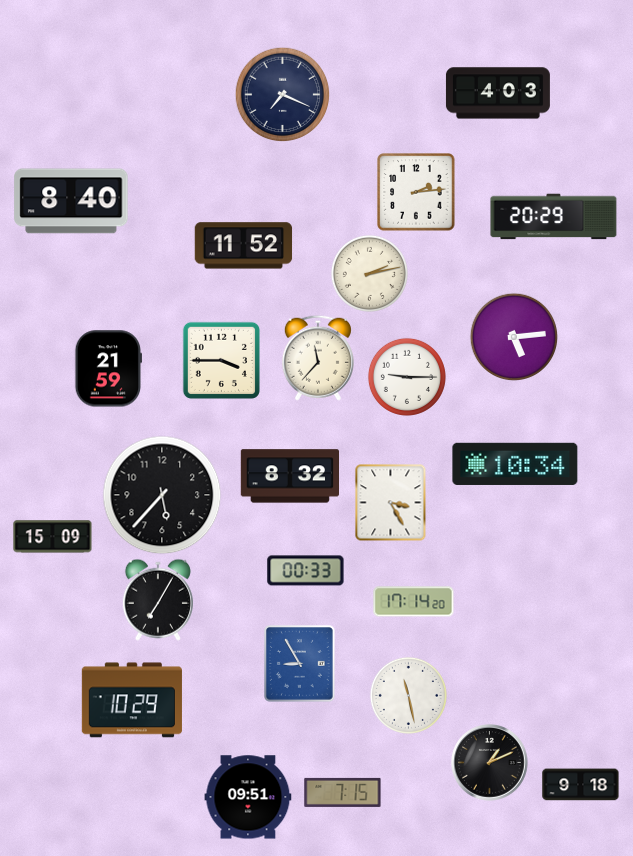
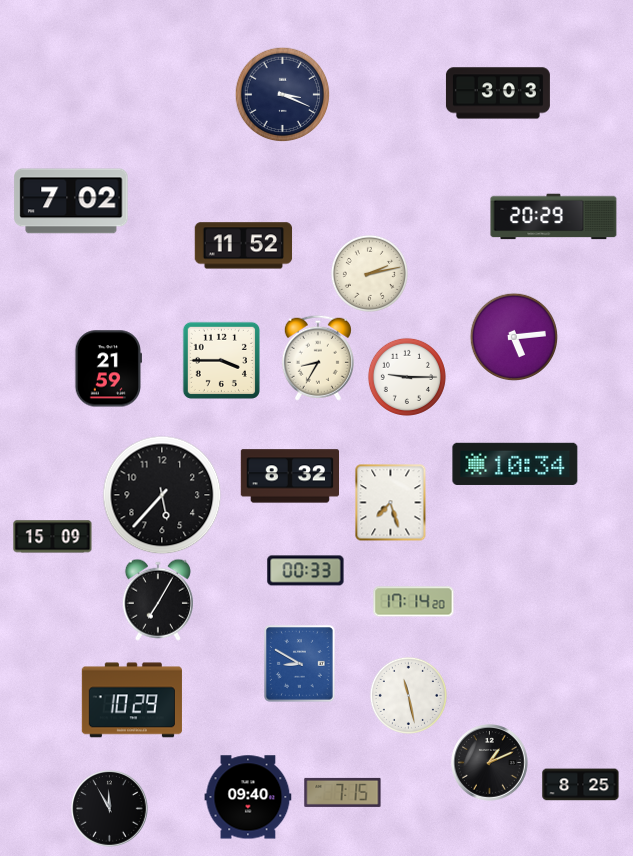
clock at (498, 93): 4:03 -> 3:03
clock at (282, 94): 7:19 -> 3:19
clock at (416, 192): 2:14 -> none
clock at (71, 201): 8:40 -> 7:02
clock at (318, 358): 11:37 -> 8:35
clock at (391, 502): 3:25 -> 7:27
clock at (300, 664): 8:55 -> 8:50
clock at (581, 785): 9:18 -> 8:25
clock at (248, 797): 09:51 -> 09:40
clock at (110, 809): none -> 11:55
